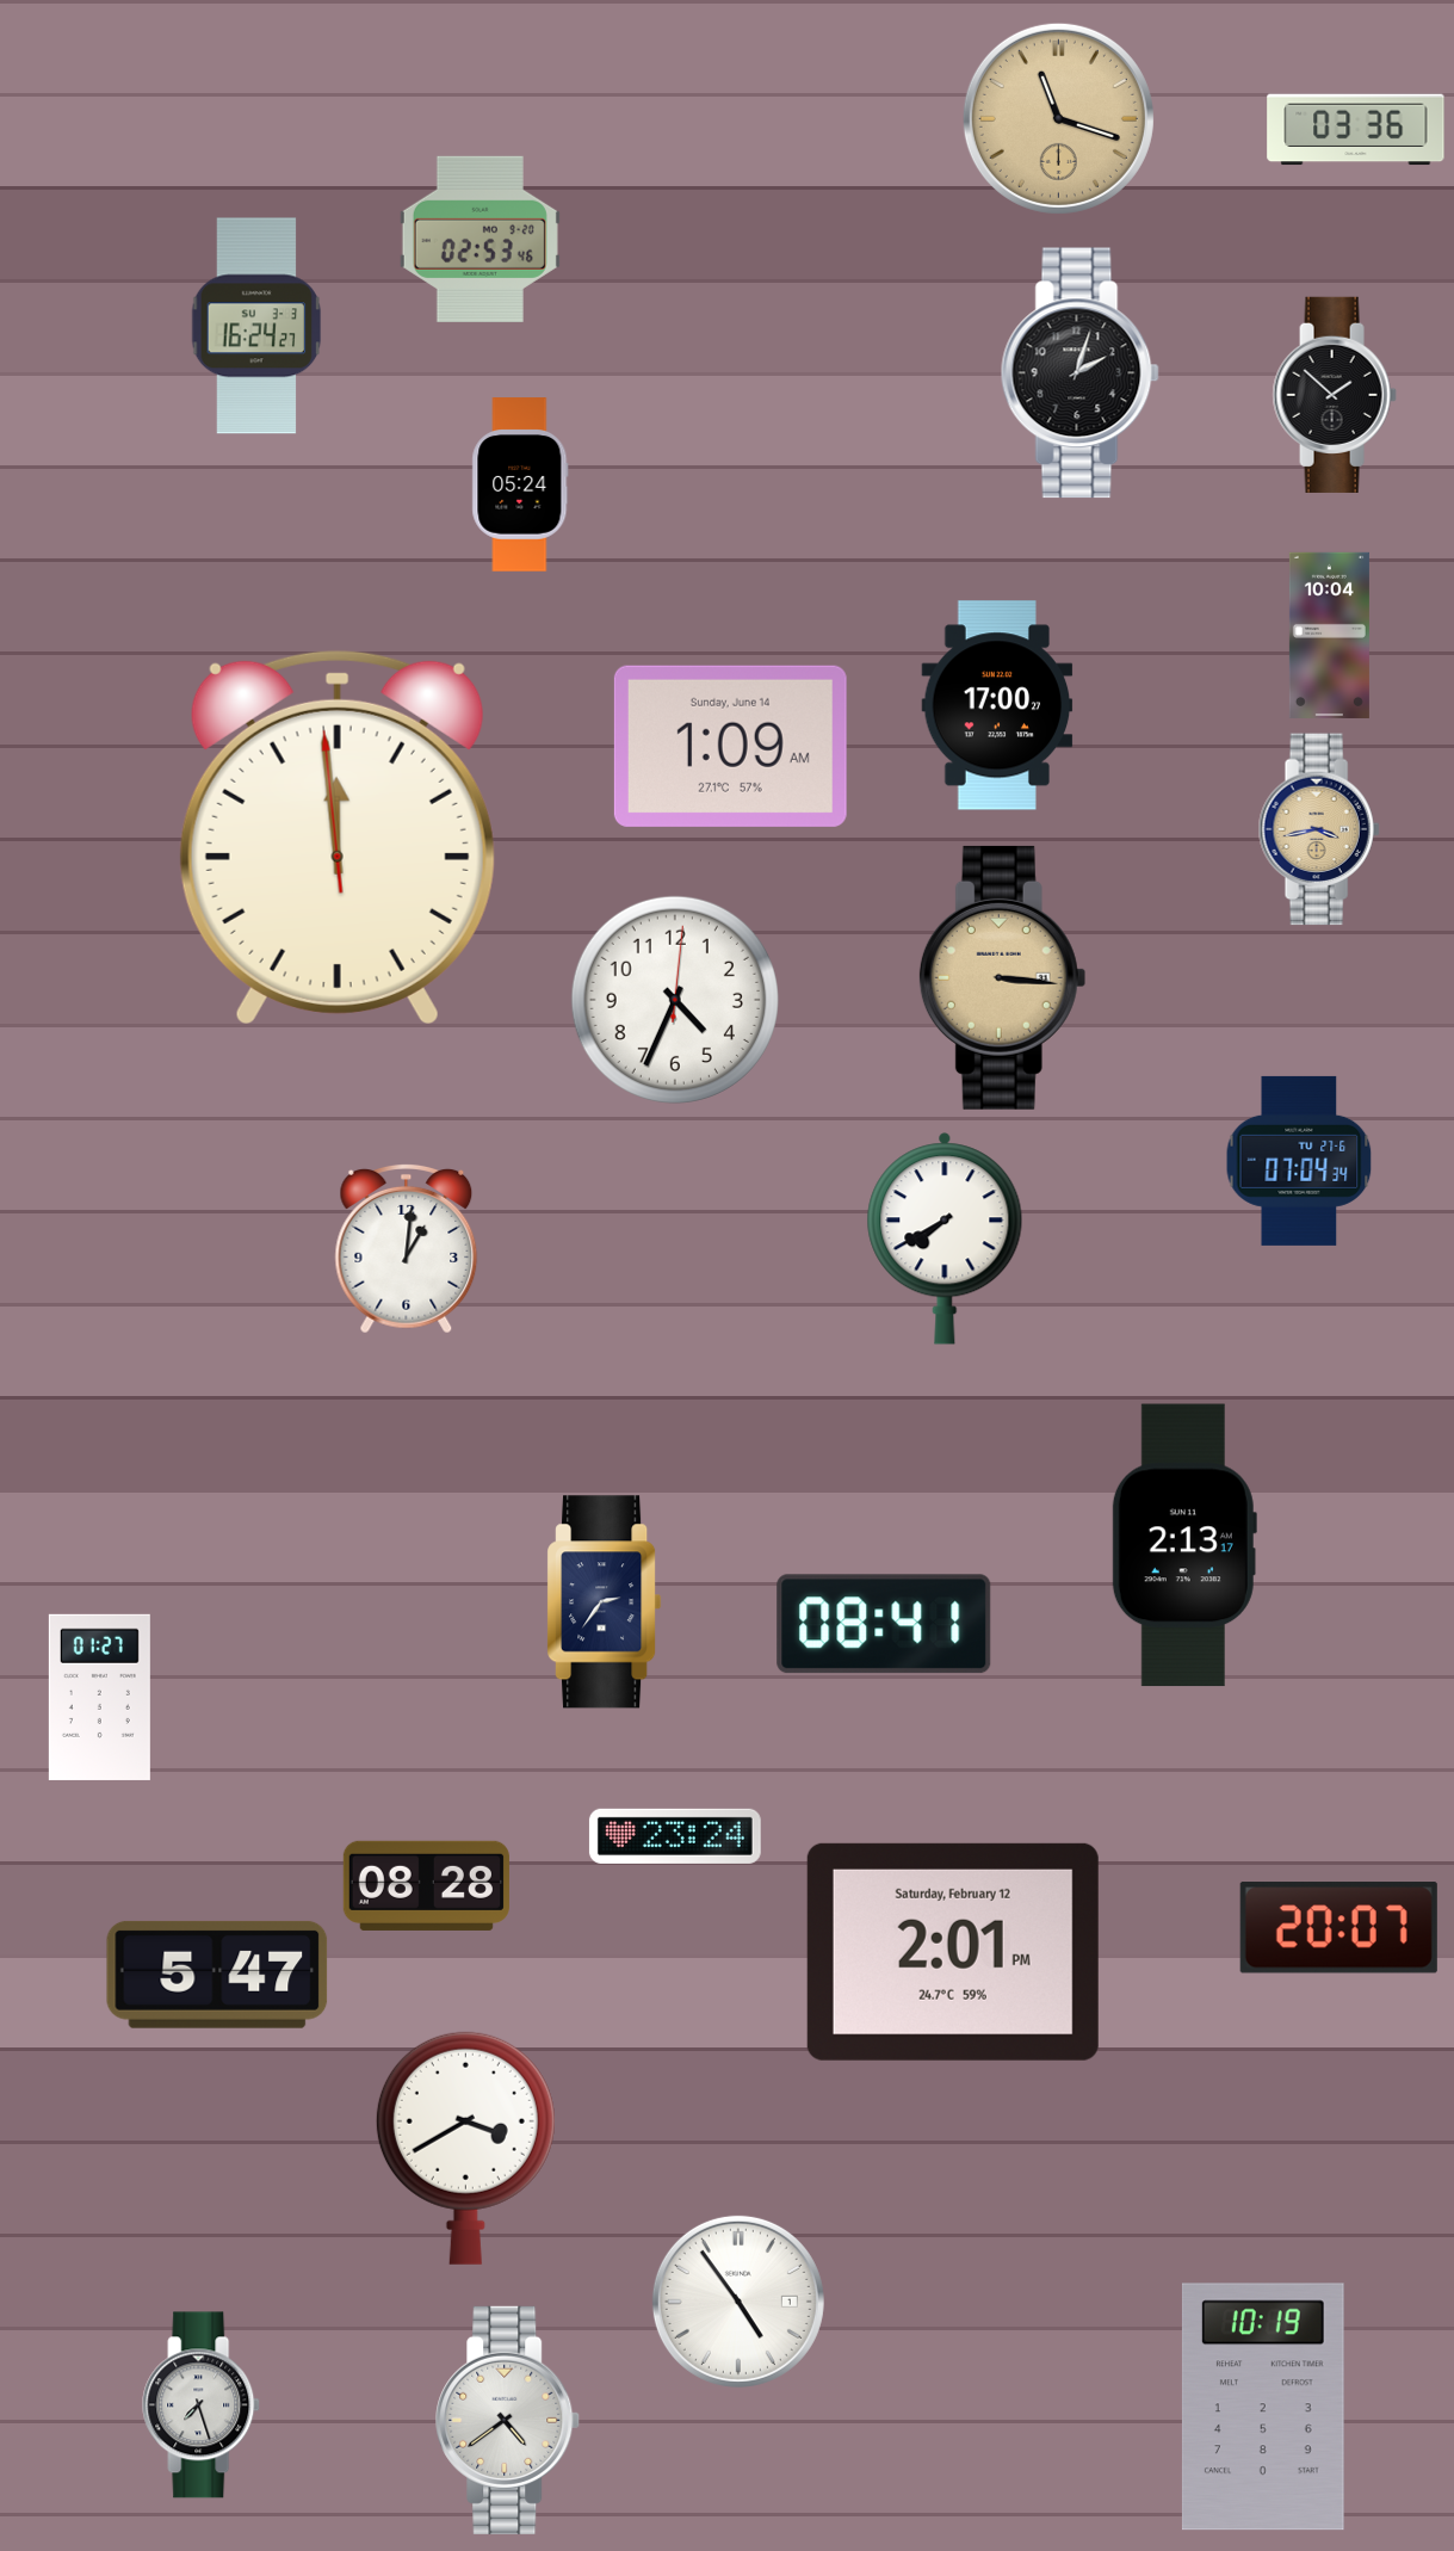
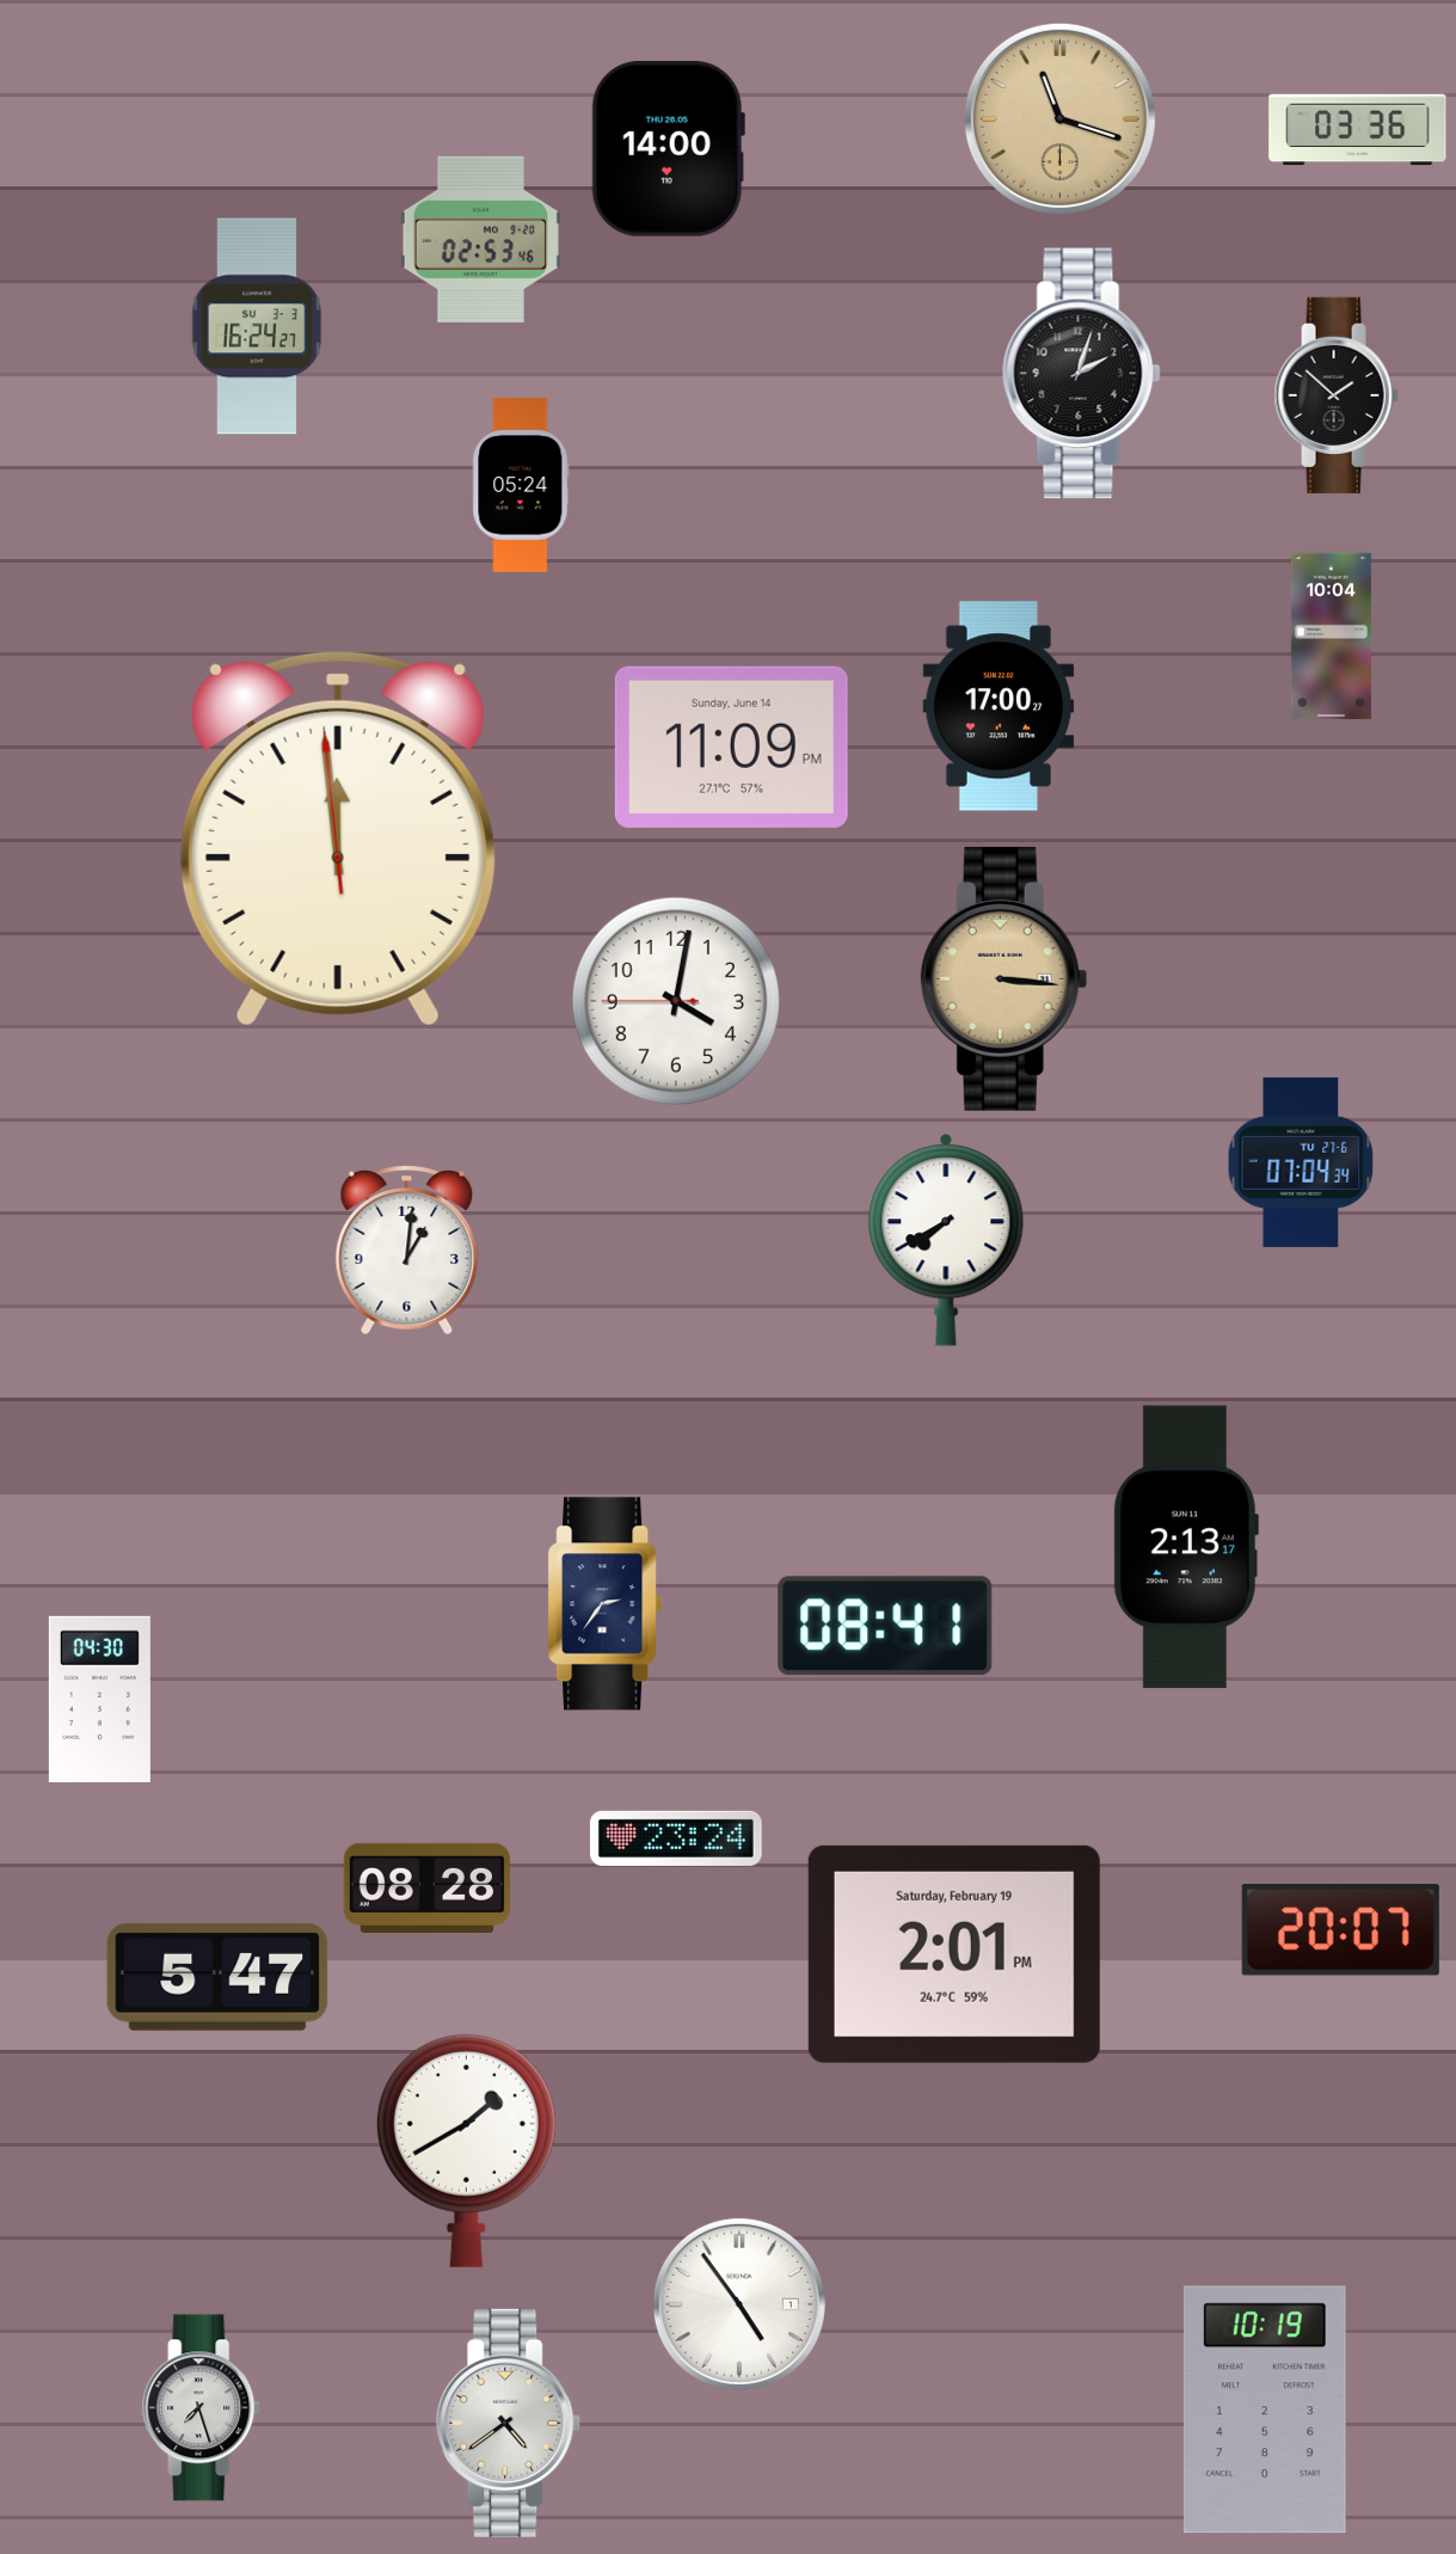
clock at (668, 149): none -> 14:00
clock at (730, 746): 1:09 -> 11:09
clock at (1319, 829): 3:43 -> none
clock at (675, 1000): 4:34 -> 4:01
clock at (99, 1697): 01:27 -> 04:30
clock at (953, 1952) date: Saturday, February 12 -> Saturday, February 19
clock at (465, 2148): 3:40 -> 1:40
